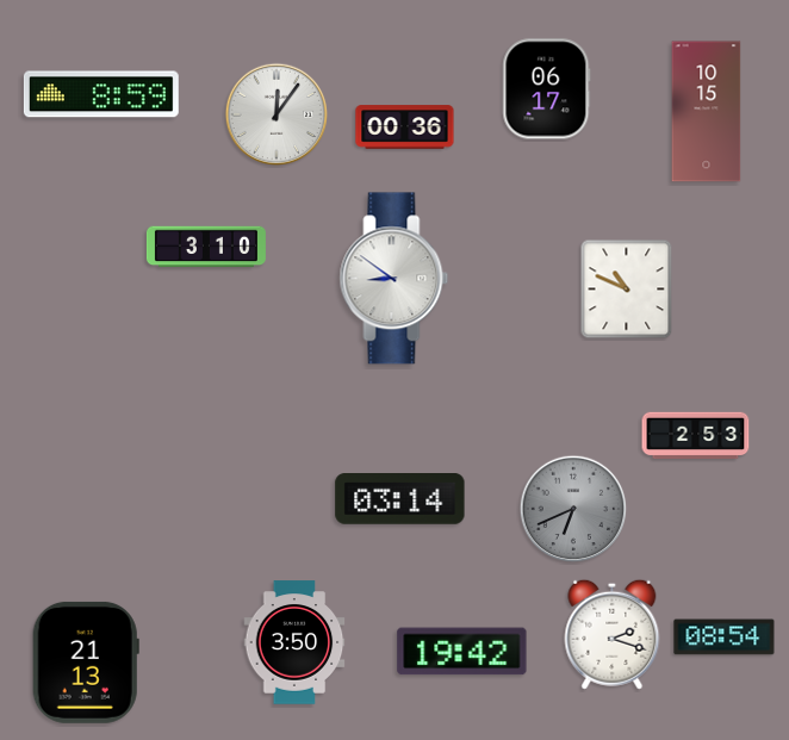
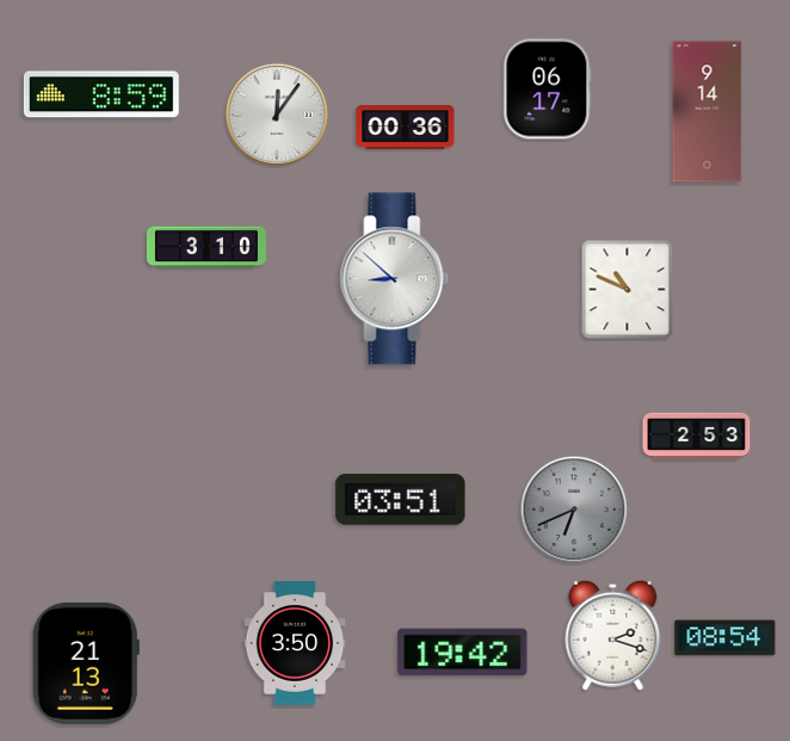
clock at (707, 112): 10:15 -> 9:14
clock at (394, 279): 8:51 -> 8:52
clock at (400, 499): 03:14 -> 03:51
